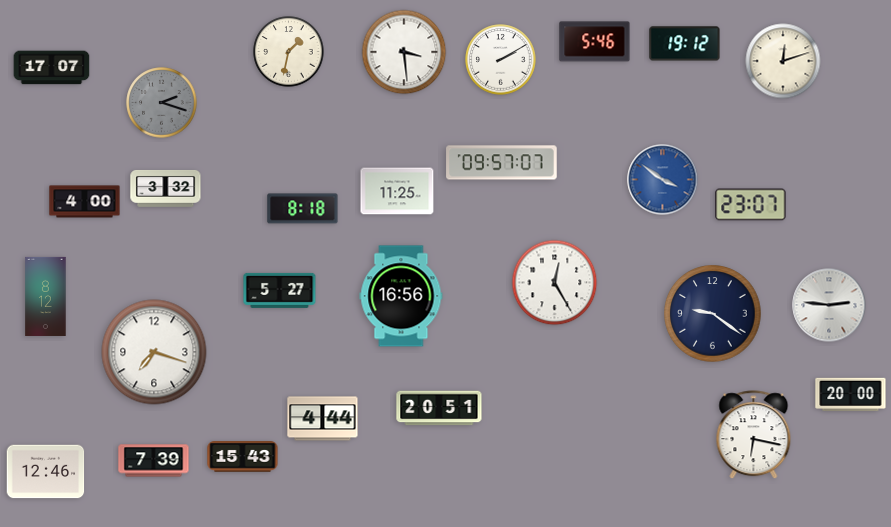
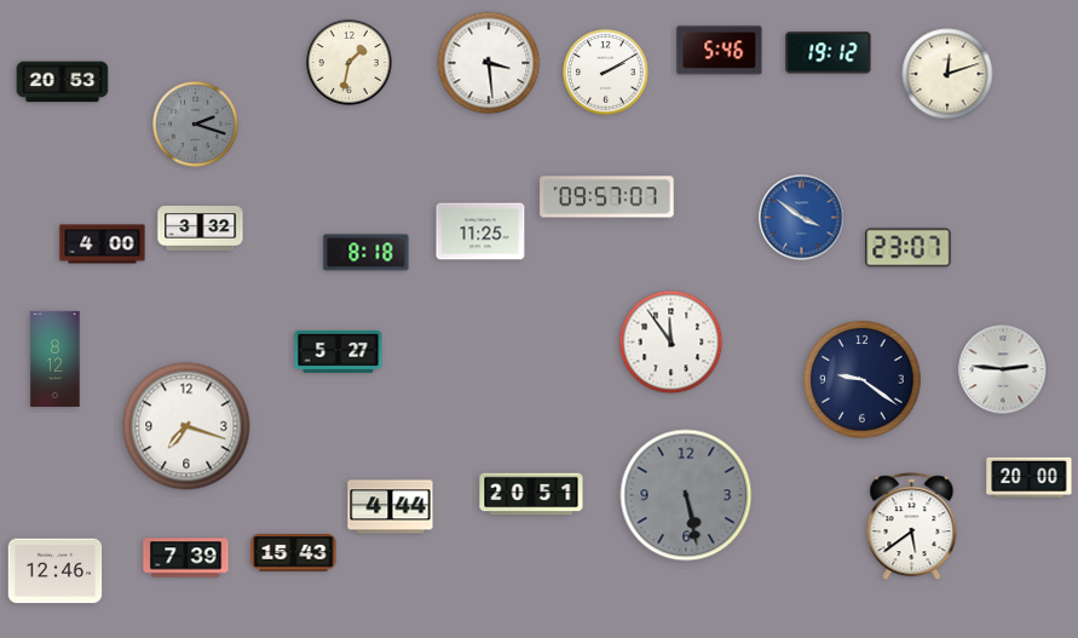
clock at (52, 68): 17:07 -> 20:53
clock at (555, 283): 12:25 -> 11:54
clock at (401, 296): 16:56 -> none
clock at (686, 495): none -> 5:28
clock at (754, 435): 6:17 -> 5:39
